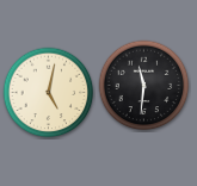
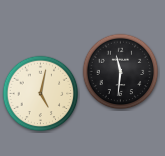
clock at (49, 93) position: (49, 93) -> (41, 94)
